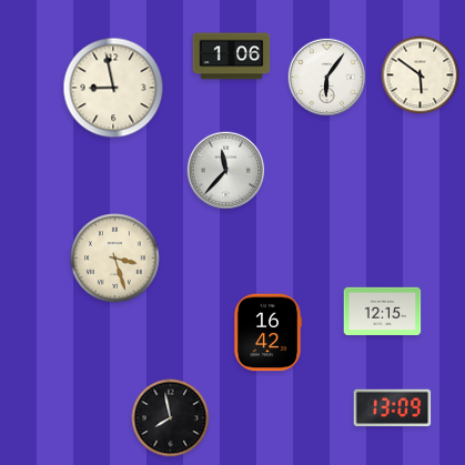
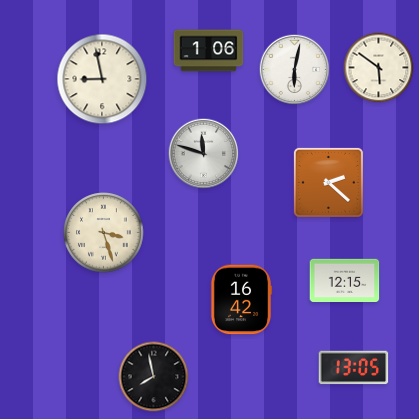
clock at (327, 78): 6:06 -> 6:02
clock at (226, 171): 11:37 -> 11:48
clock at (328, 182): none -> 2:22
clock at (393, 408): 13:09 -> 13:05
